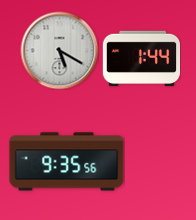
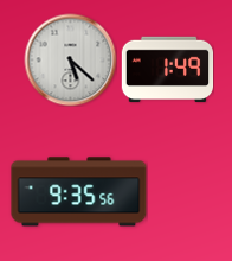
clock at (59, 50): 5:20 -> 5:22
clock at (141, 59): 1:44 -> 1:49
